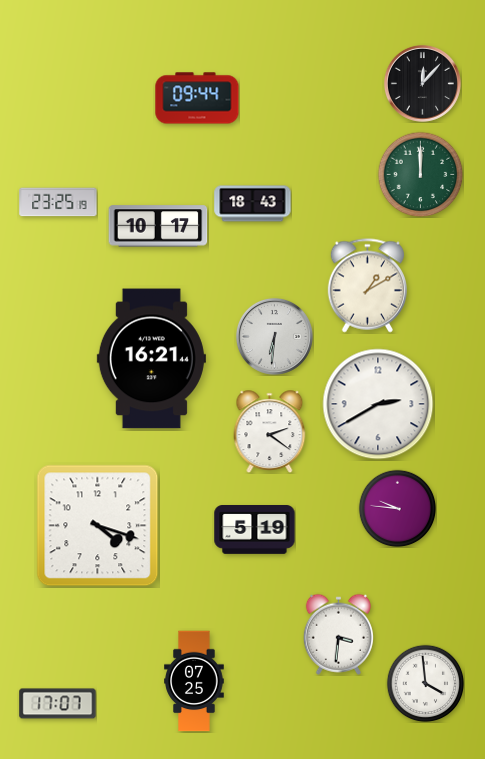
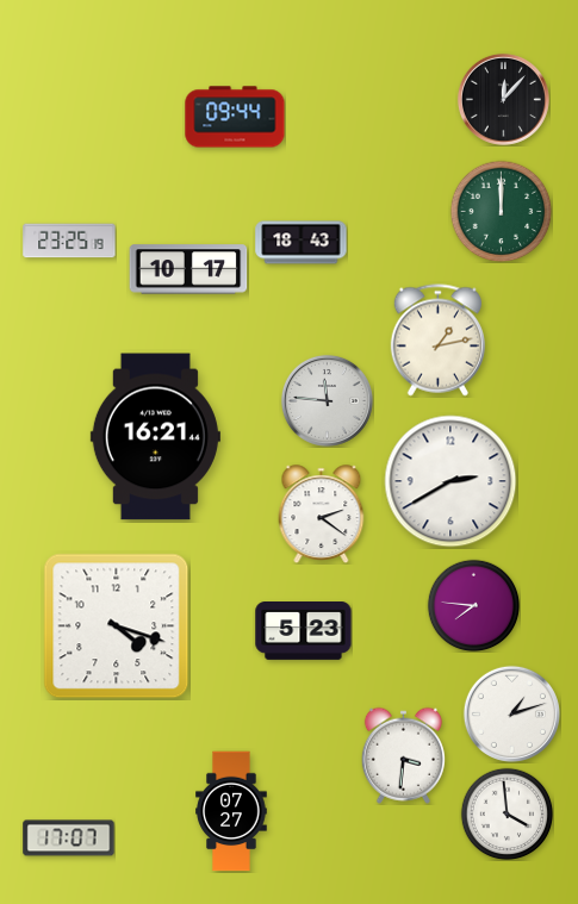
clock at (420, 174) position: (420, 174) -> (501, 211)
clock at (367, 286): 1:10 -> 1:13
clock at (274, 336): 6:31 -> 11:46
clock at (151, 359) position: (151, 359) -> (155, 437)
clock at (397, 508): 9:46 -> 7:46
clock at (255, 530): 5:19 -> 5:23
clock at (511, 713): none -> 1:12
clock at (194, 681): 07:25 -> 07:27
